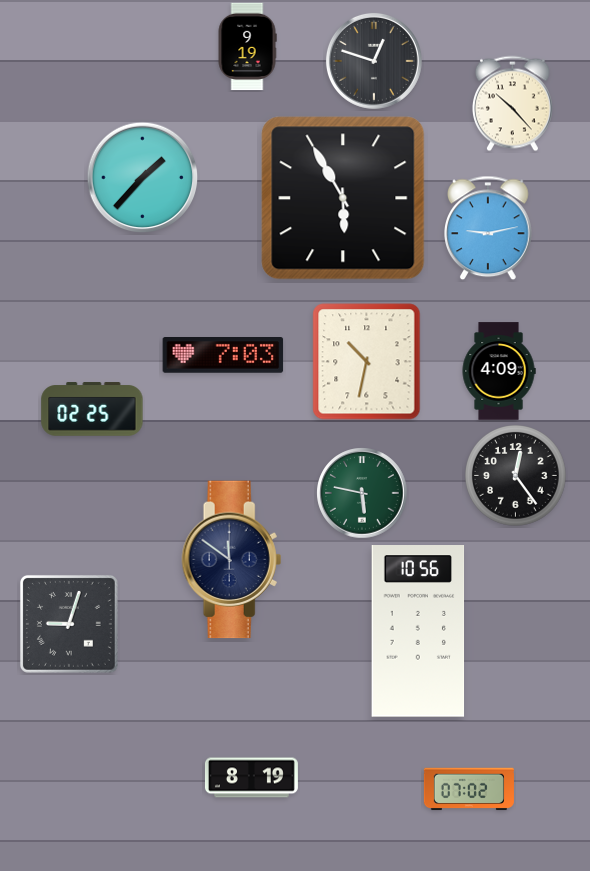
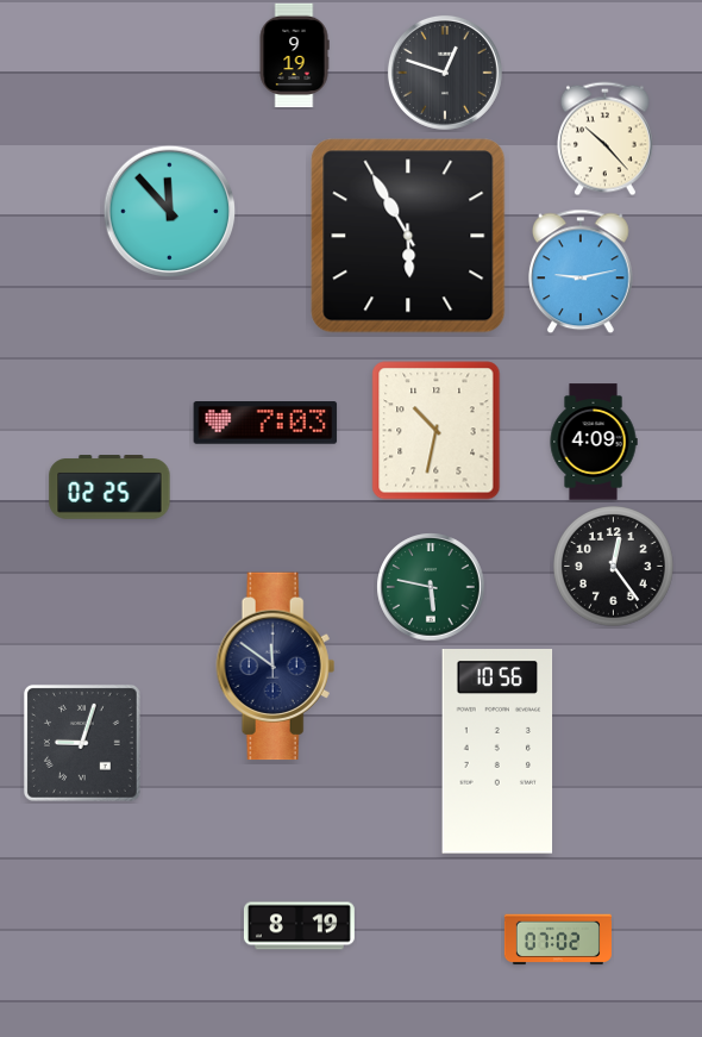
clock at (512, 104) position: (512, 104) -> (604, 139)
clock at (143, 178): 1:37 -> 11:53
